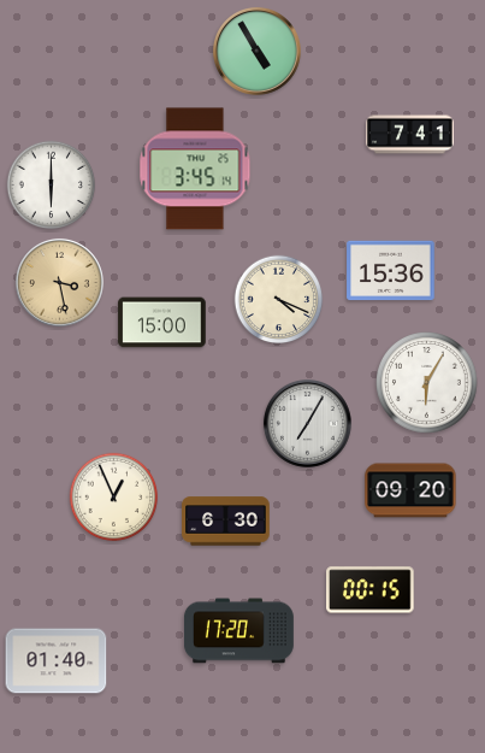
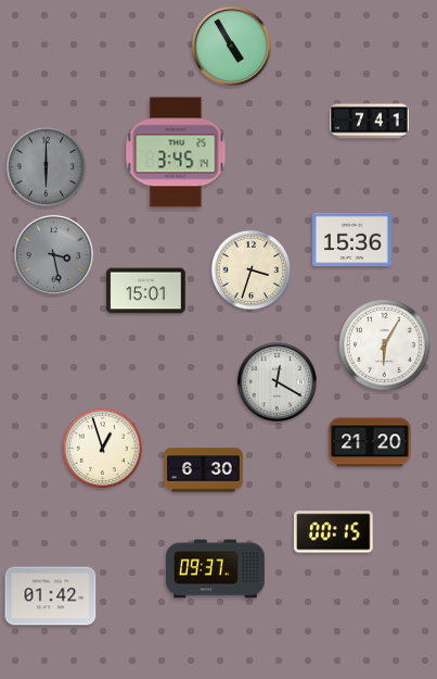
clock at (52, 186) dial: white -> grey
clock at (391, 271) position: (391, 271) -> (352, 240)
clock at (59, 282) dial: champagne -> grey
clock at (279, 300): 4:19 -> 3:33
clock at (162, 323): 15:00 -> 15:01
clock at (307, 423): 7:05 -> 12:20
clock at (410, 490): 09:20 -> 21:20
clock at (114, 498): 12:56 -> 12:57
clock at (238, 631): 17:20 -> 09:37
clock at (57, 661): 01:40 -> 01:42
